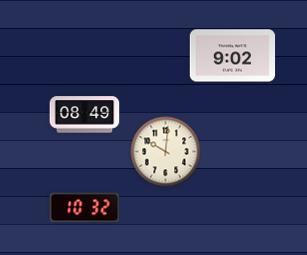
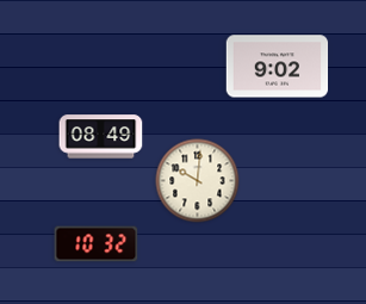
clock at (85, 208) position: (85, 208) -> (97, 244)
